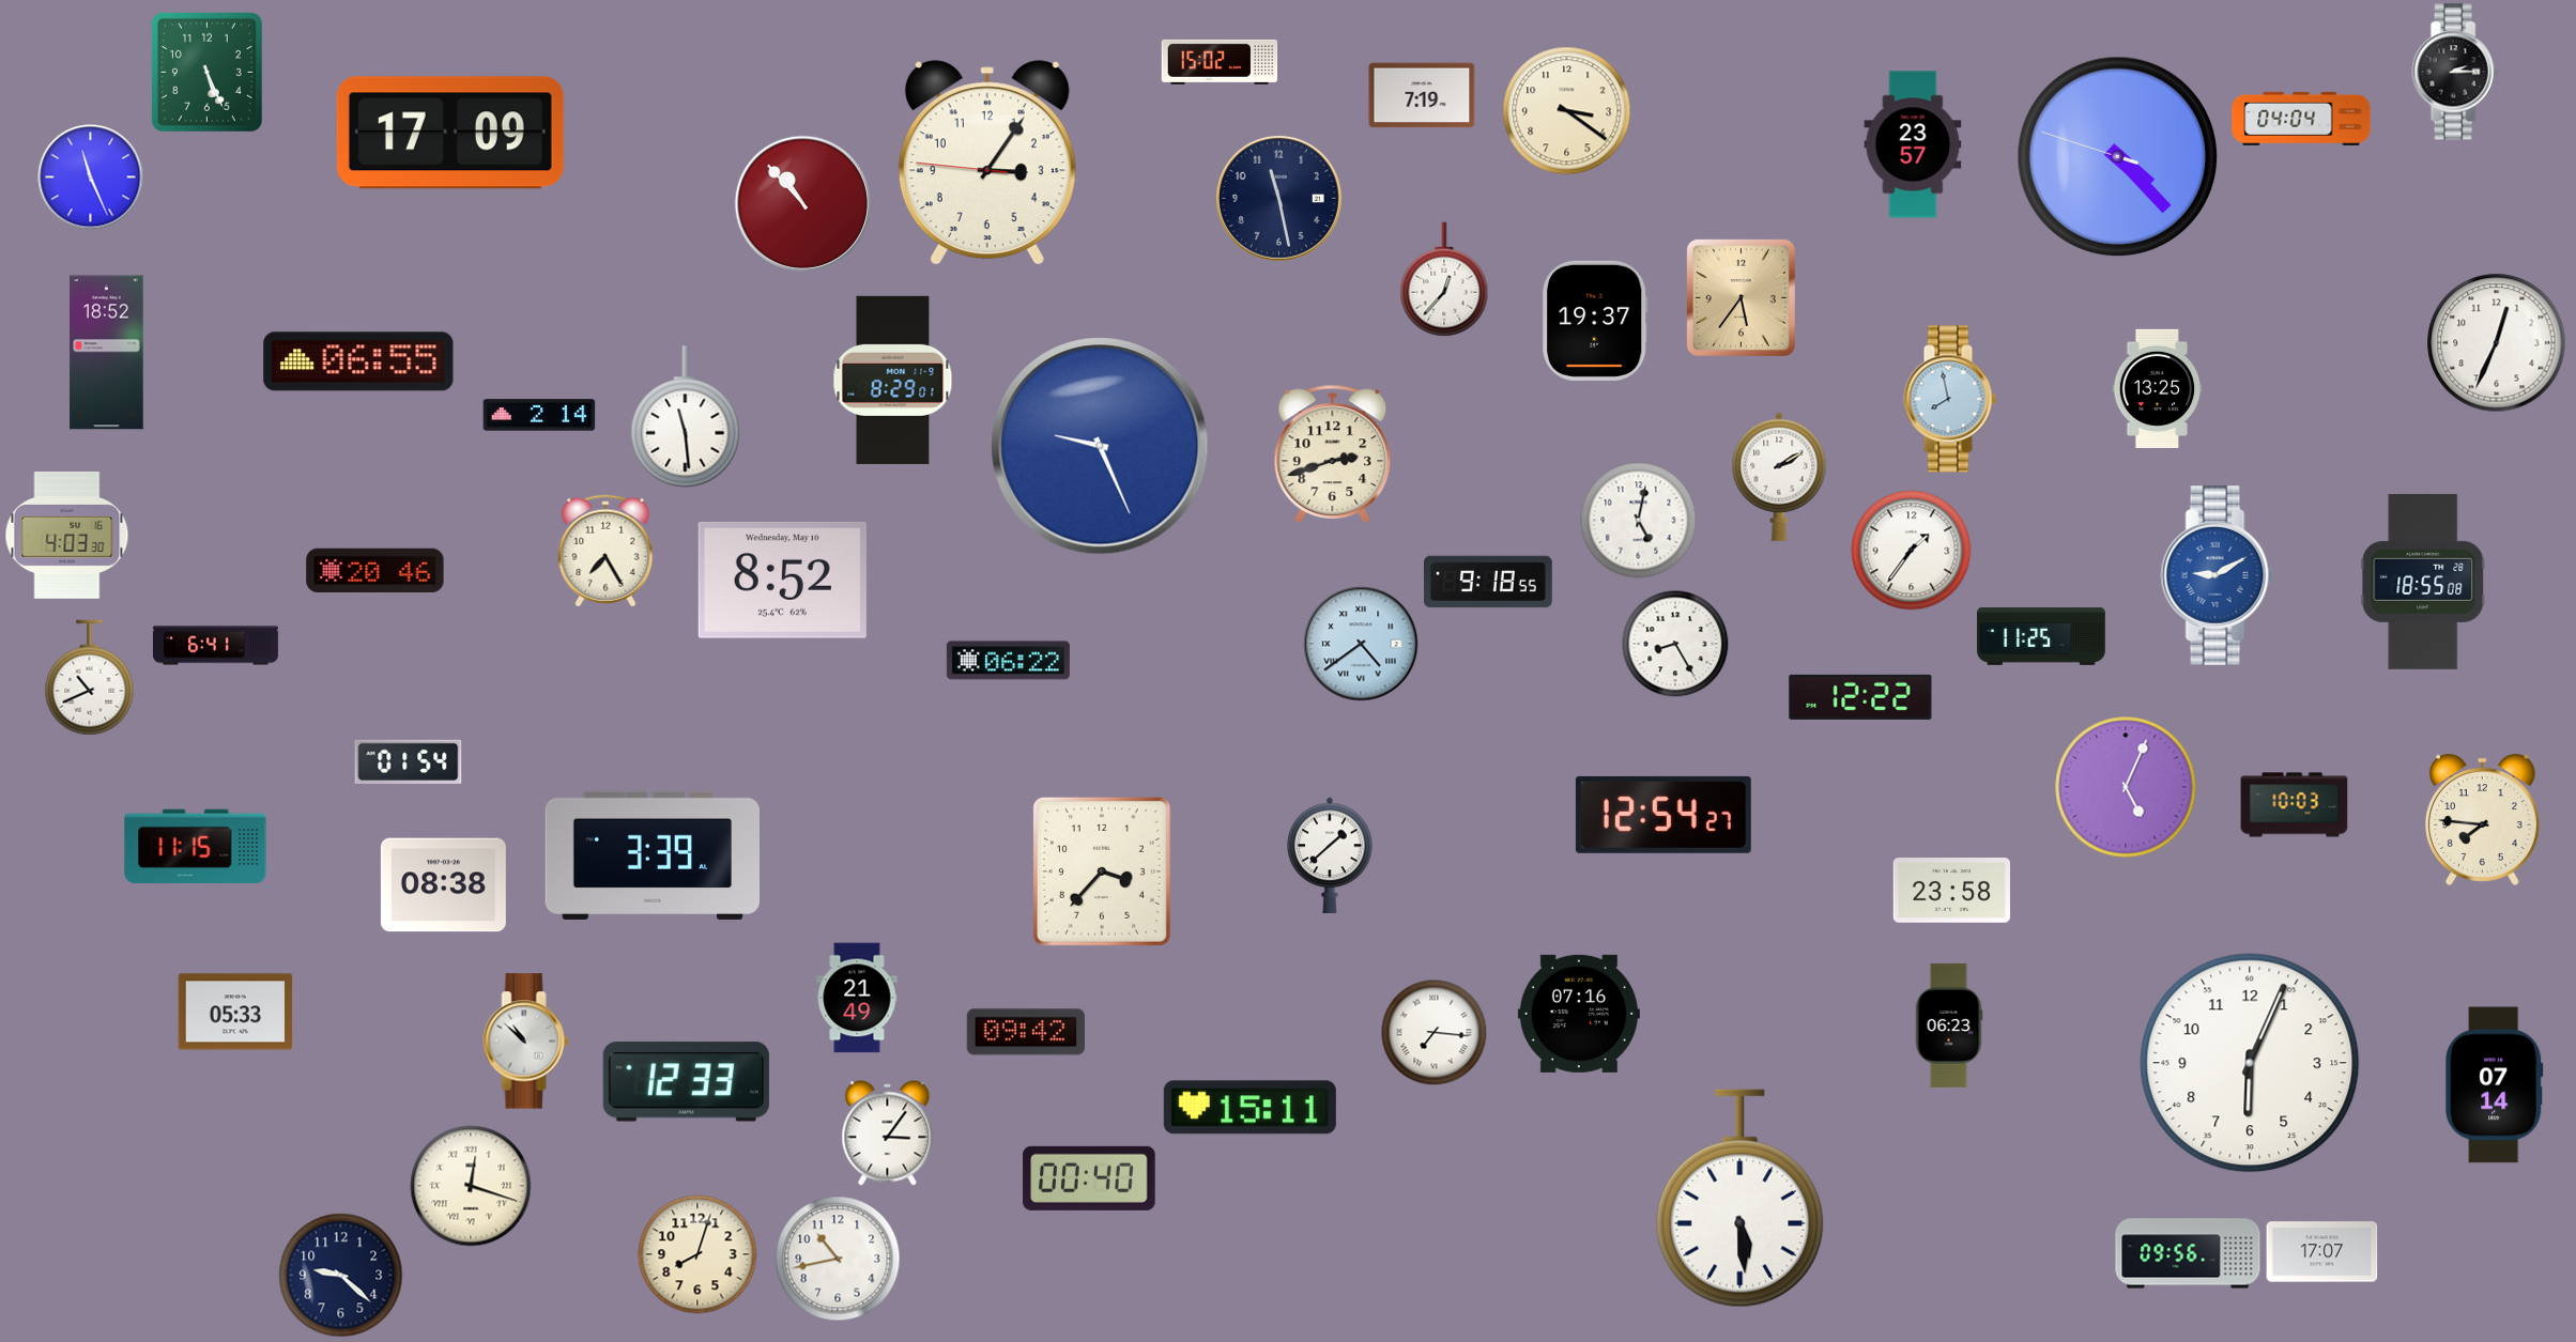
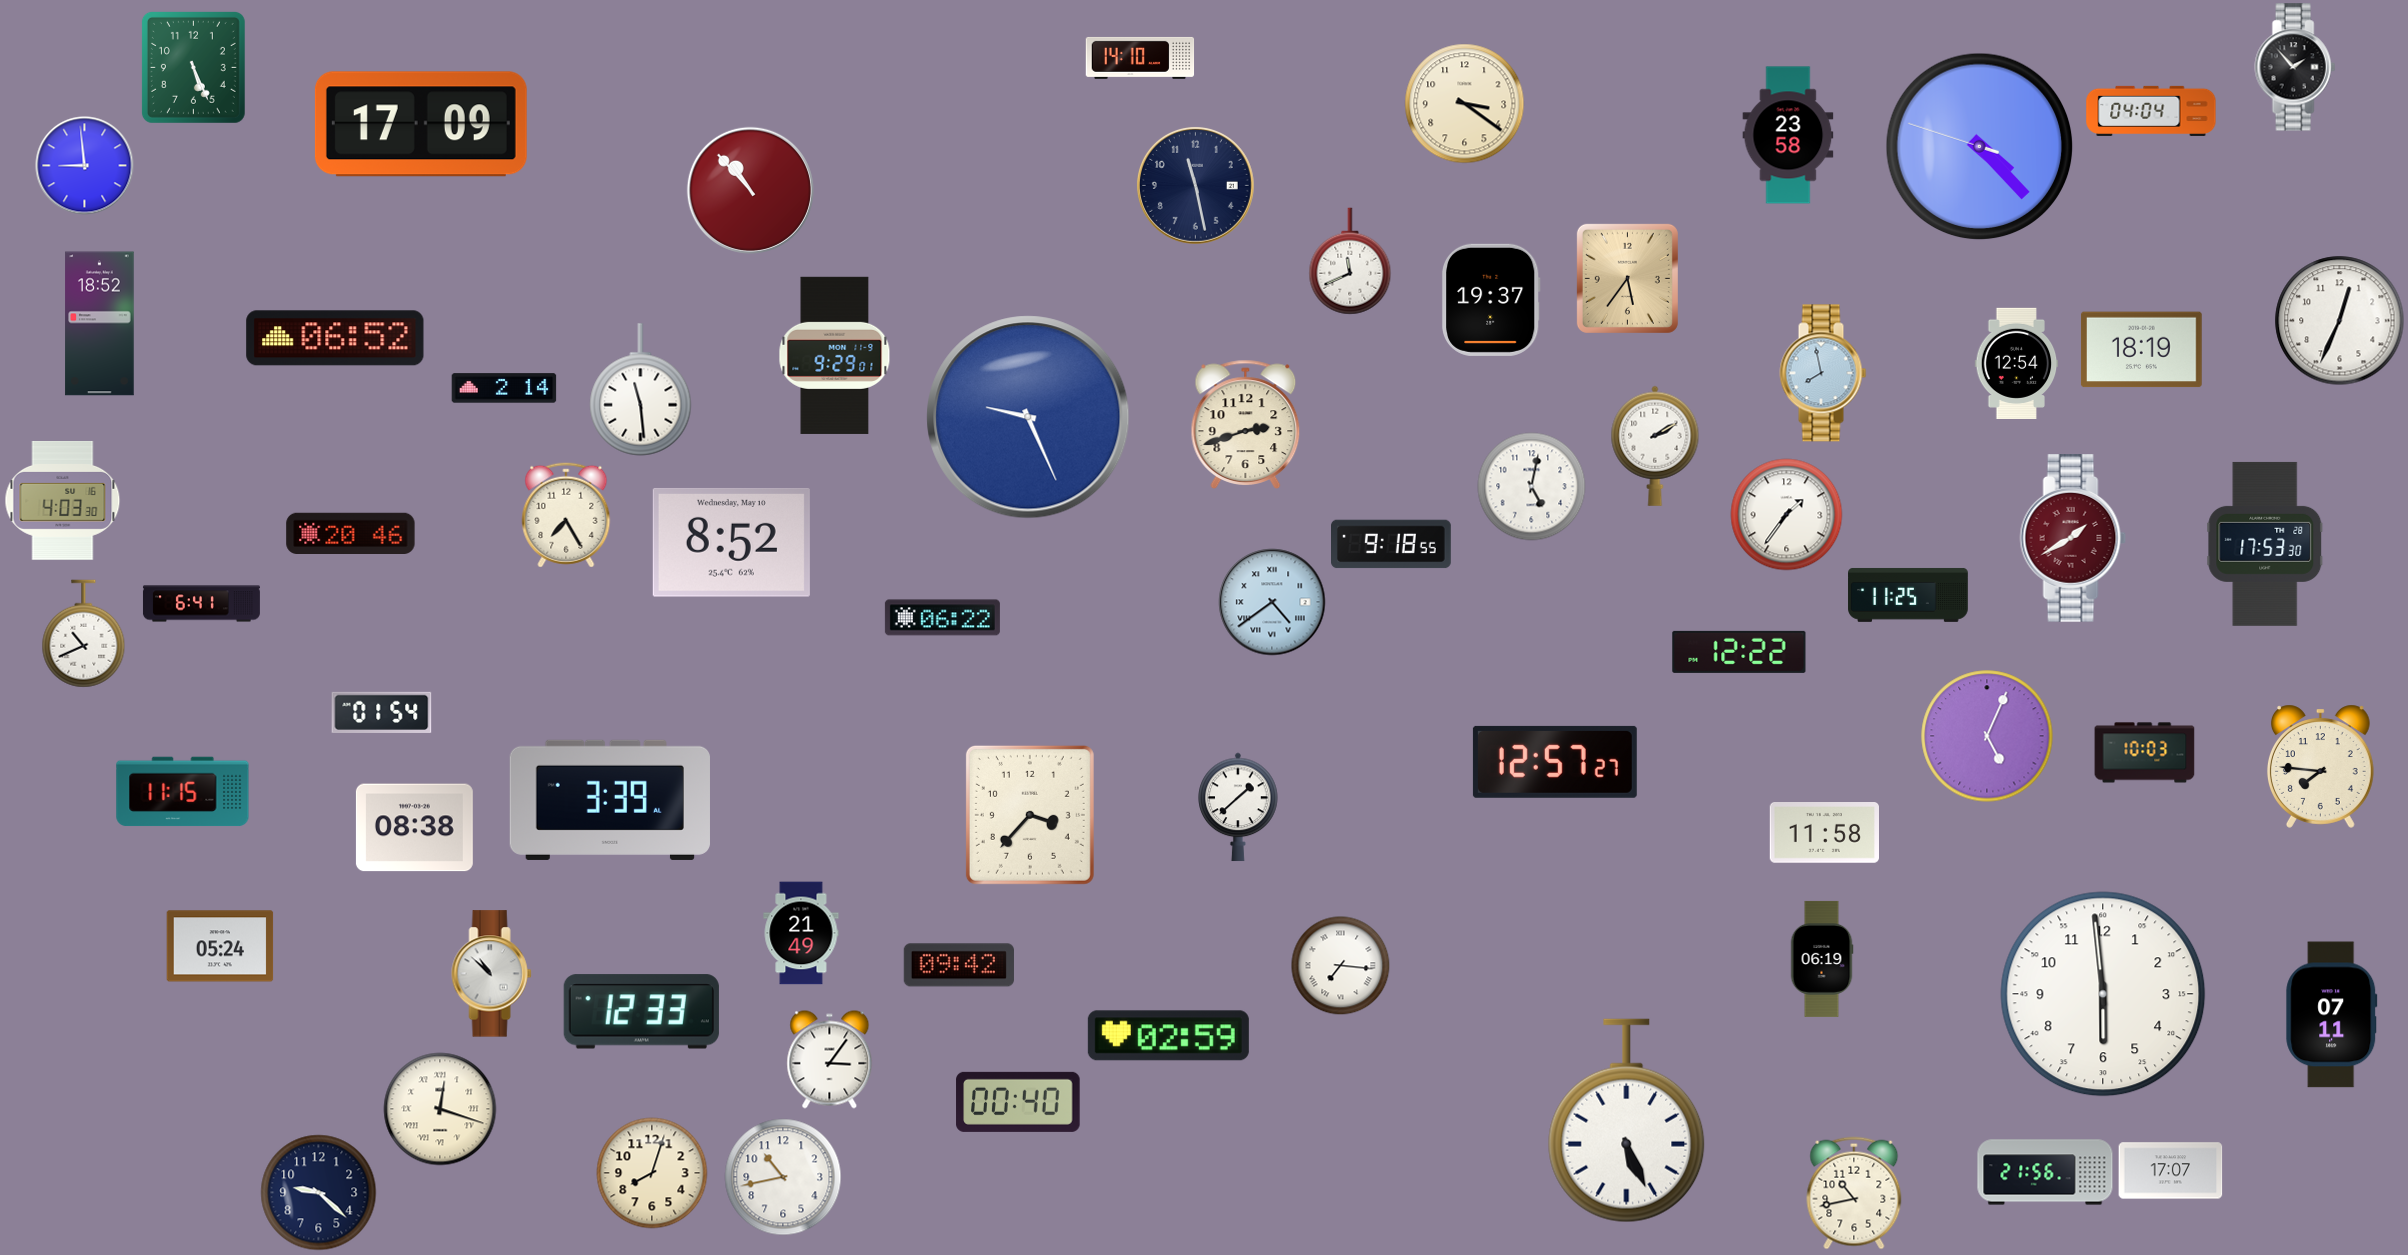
clock at (1220, 62): 15:02 -> 14:10
clock at (2455, 72): 2:15 -> 1:53
clock at (1422, 95): 7:19 -> none
clock at (1913, 144): 23:57 -> 23:58
clock at (987, 164): 3:05 -> none
clock at (91, 178): 11:26 -> 8:59
clock at (1444, 279): 12:37 -> 11:41
clock at (2497, 343) position: (2497, 343) -> (2340, 321)
clock at (107, 353) position: (107, 353) -> (100, 324)
clock at (358, 361): 06:55 -> 06:52
clock at (2141, 350): none -> 18:19
clock at (893, 380): 8:29 -> 9:29
clock at (2158, 388): 13:25 -> 12:54
clock at (1779, 477) position: (1779, 477) -> (1655, 446)
clock at (2218, 576): 9:10 -> 1:40
clock at (2218, 576) dial: blue -> burgundy
clock at (2423, 582): 18:55 -> 17:53
clock at (1675, 644): 8:25 -> none
clock at (1663, 815): 12:54 -> 12:57
clock at (1330, 855) position: (1330, 855) -> (1238, 807)
clock at (1951, 891): 23:58 -> 11:58
clock at (235, 1012): 05:33 -> 05:24
clock at (1579, 1014): 07:16 -> none
clock at (1949, 1025): 06:23 -> 06:19
clock at (2250, 1063): 6:04 -> 5:59
clock at (2495, 1085): 07:14 -> 07:11
clock at (1249, 1108): 15:11 -> 02:59
clock at (1741, 1199): 5:29 -> 5:26
clock at (2188, 1253): 09:56 -> 21:56
clock at (1854, 1193): none -> 10:43
